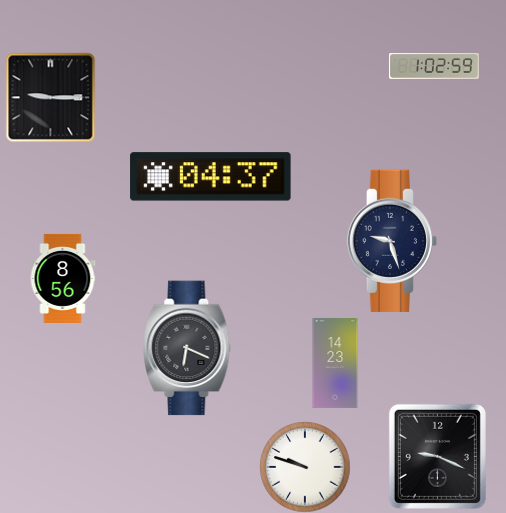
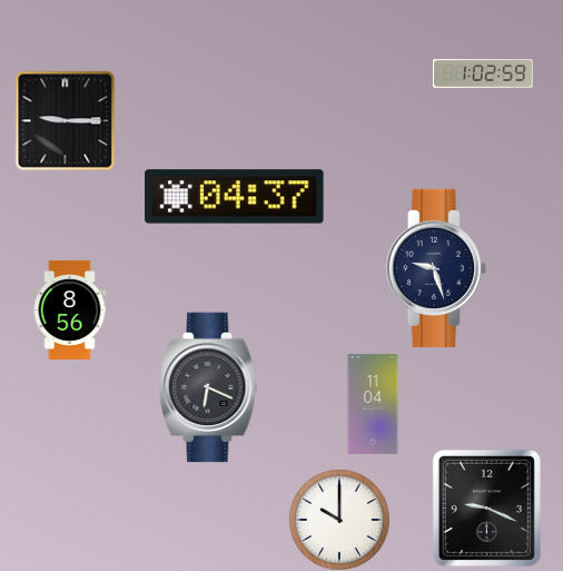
clock at (50, 97) position: (50, 97) -> (65, 120)
clock at (335, 363): 14:23 -> 11:04
clock at (305, 467): 9:48 -> 10:00
